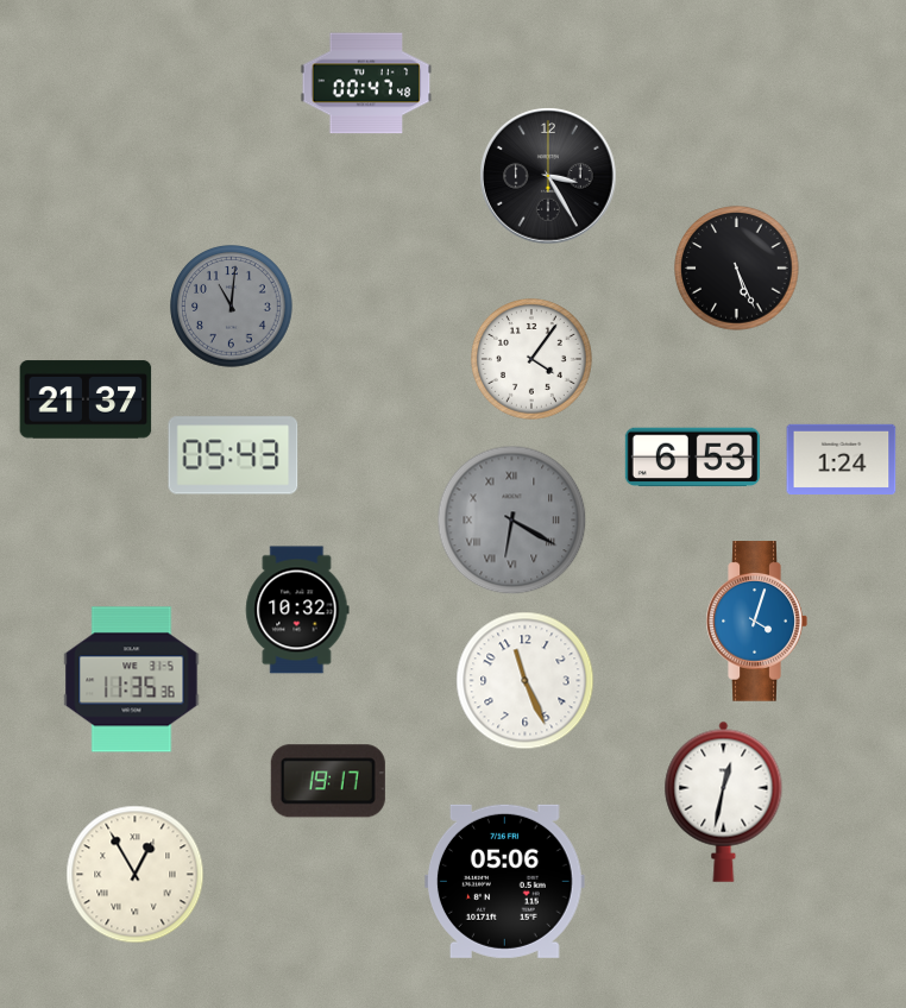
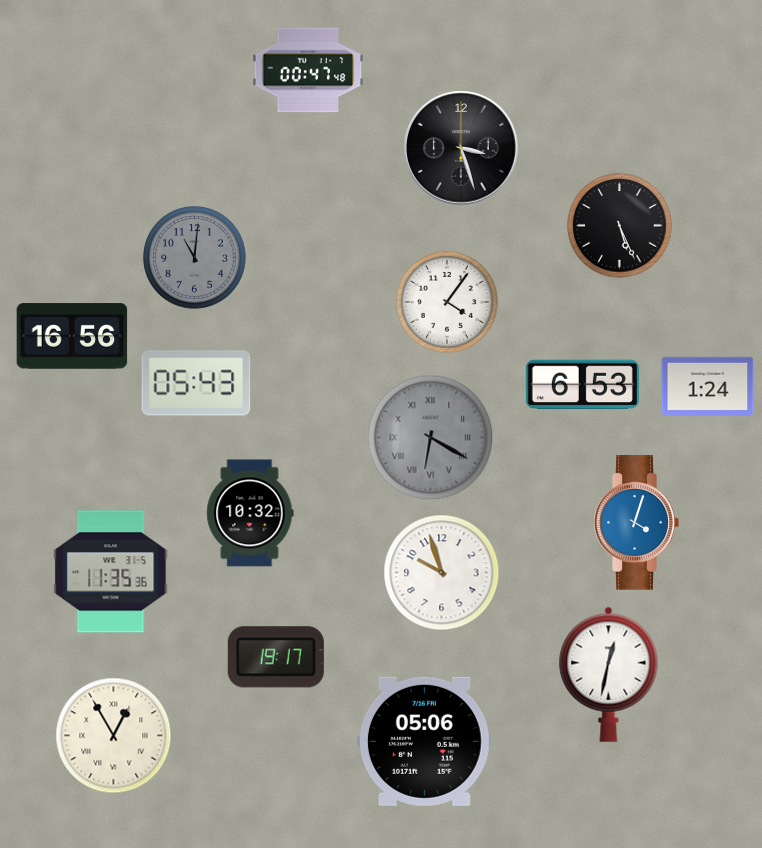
clock at (548, 176): 3:25 -> 3:27
clock at (86, 399): 21:37 -> 16:56
clock at (526, 681): 11:26 -> 9:57
